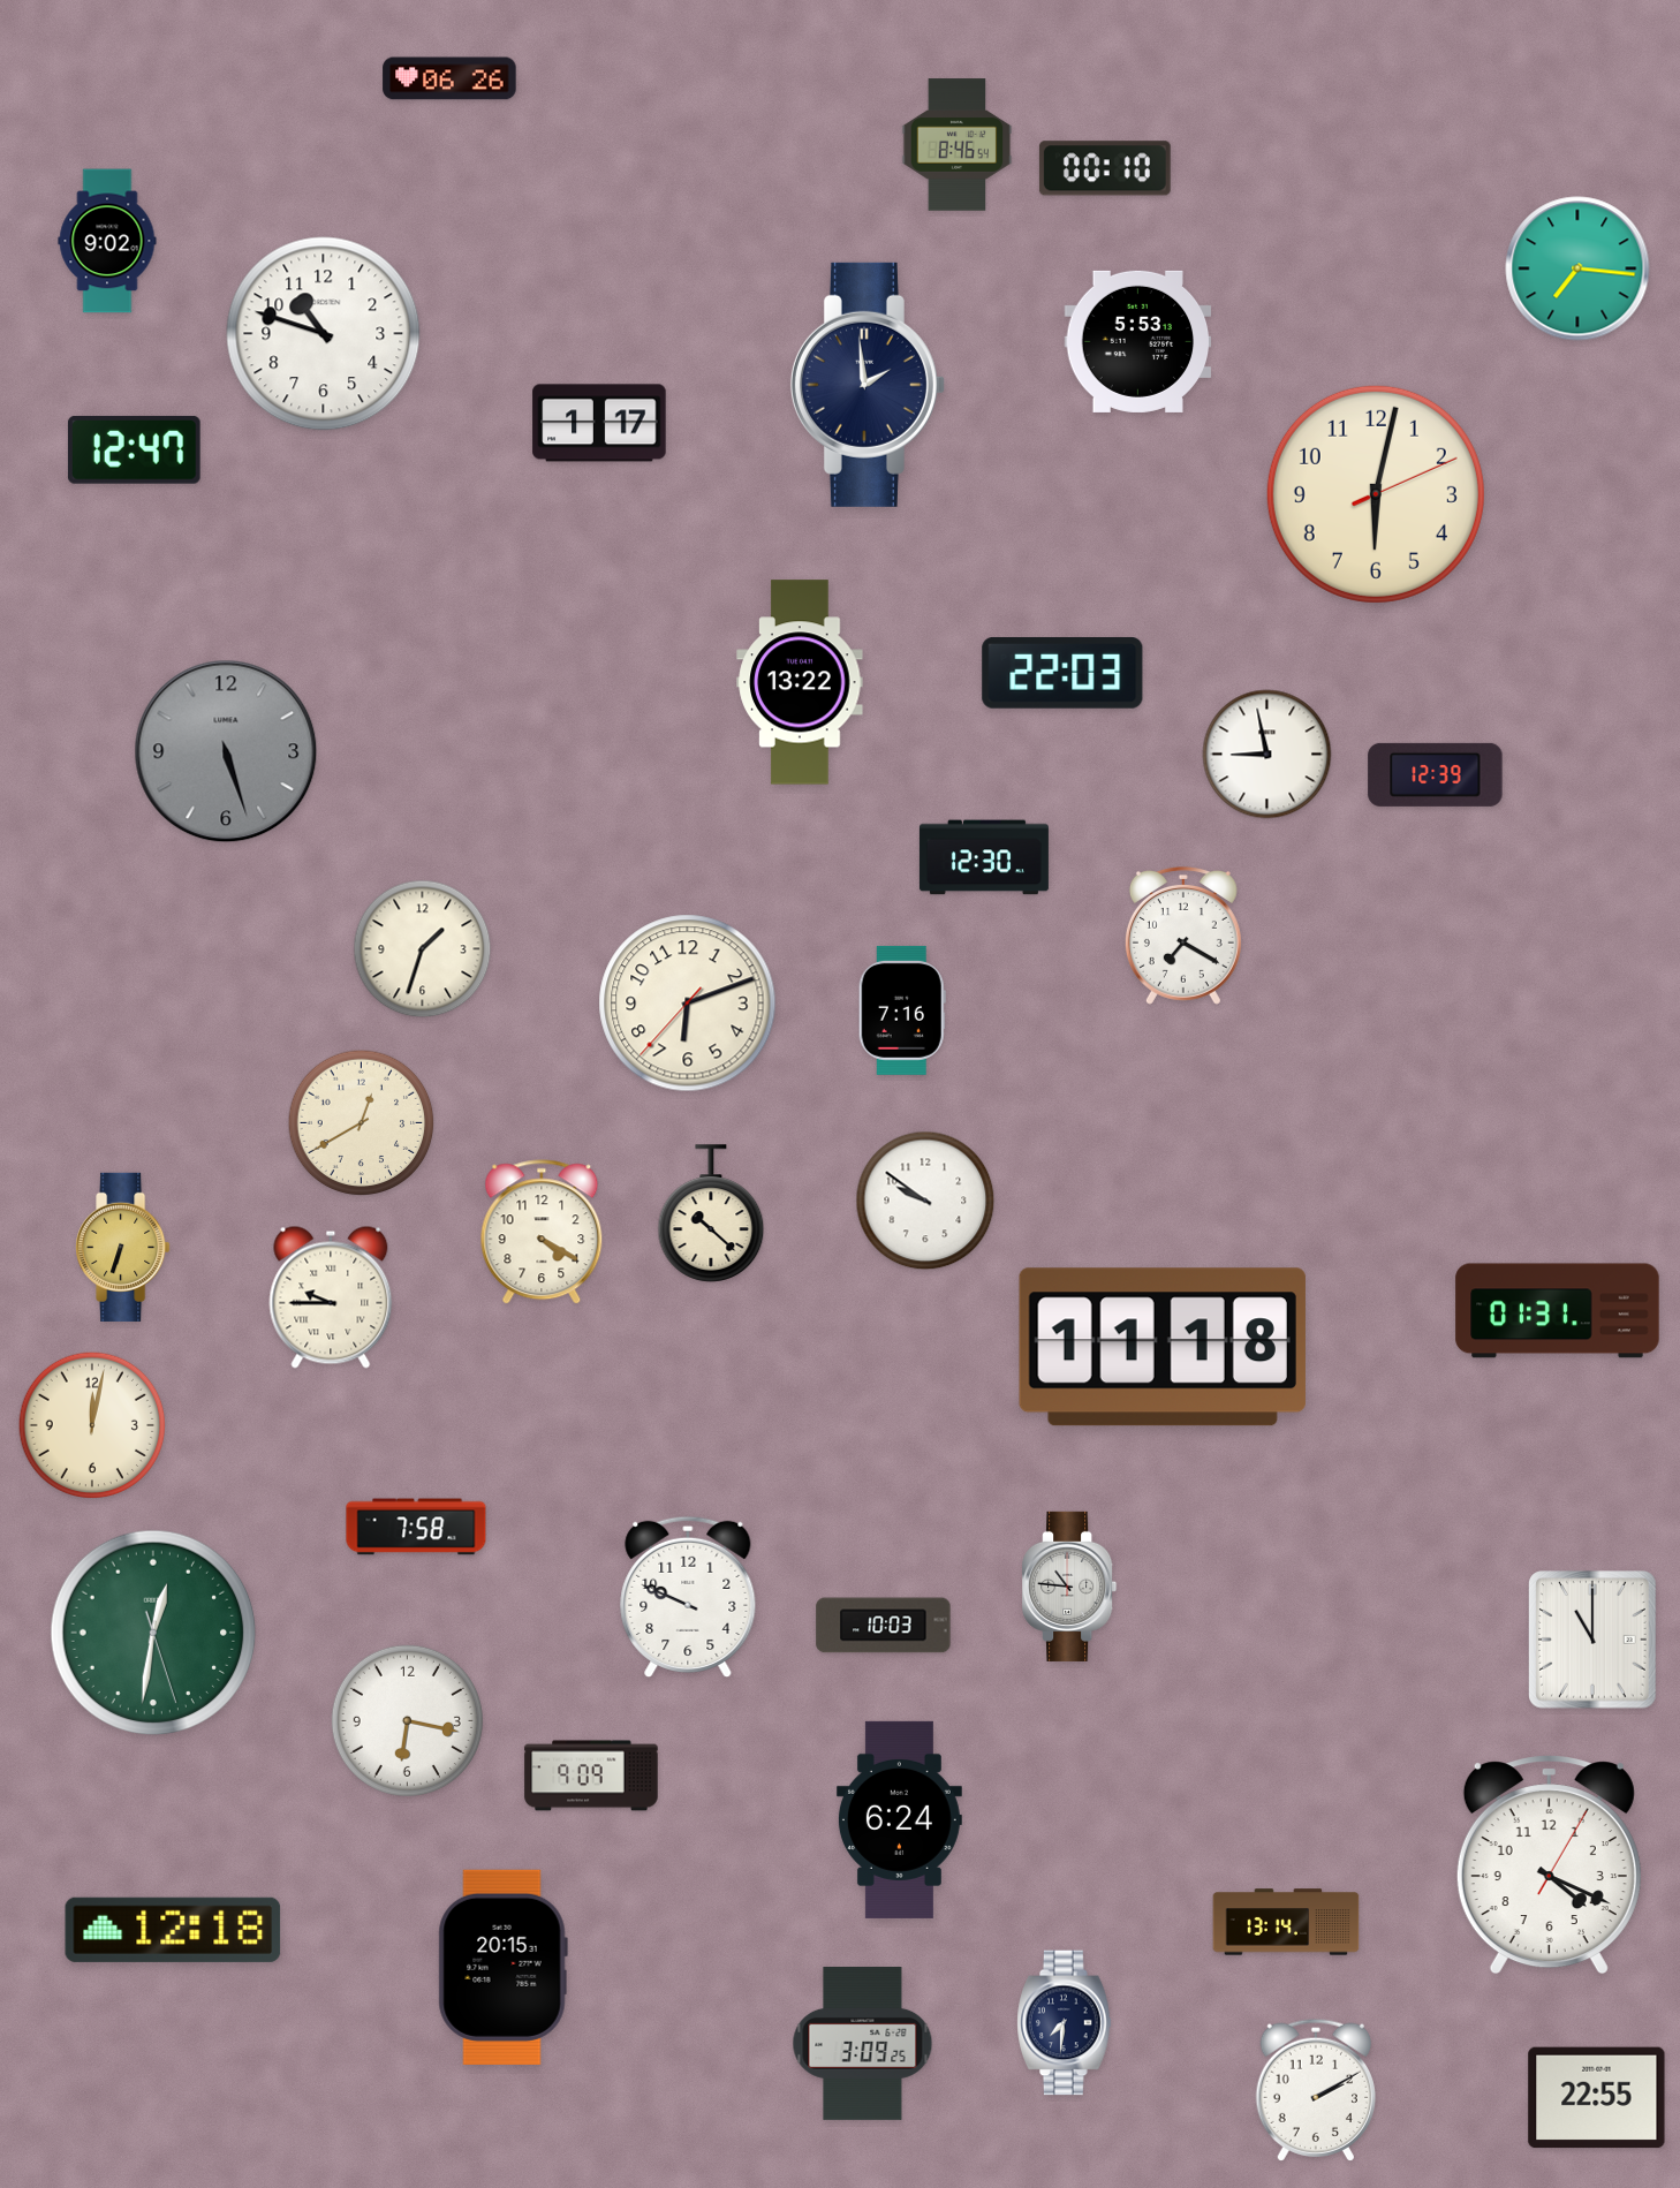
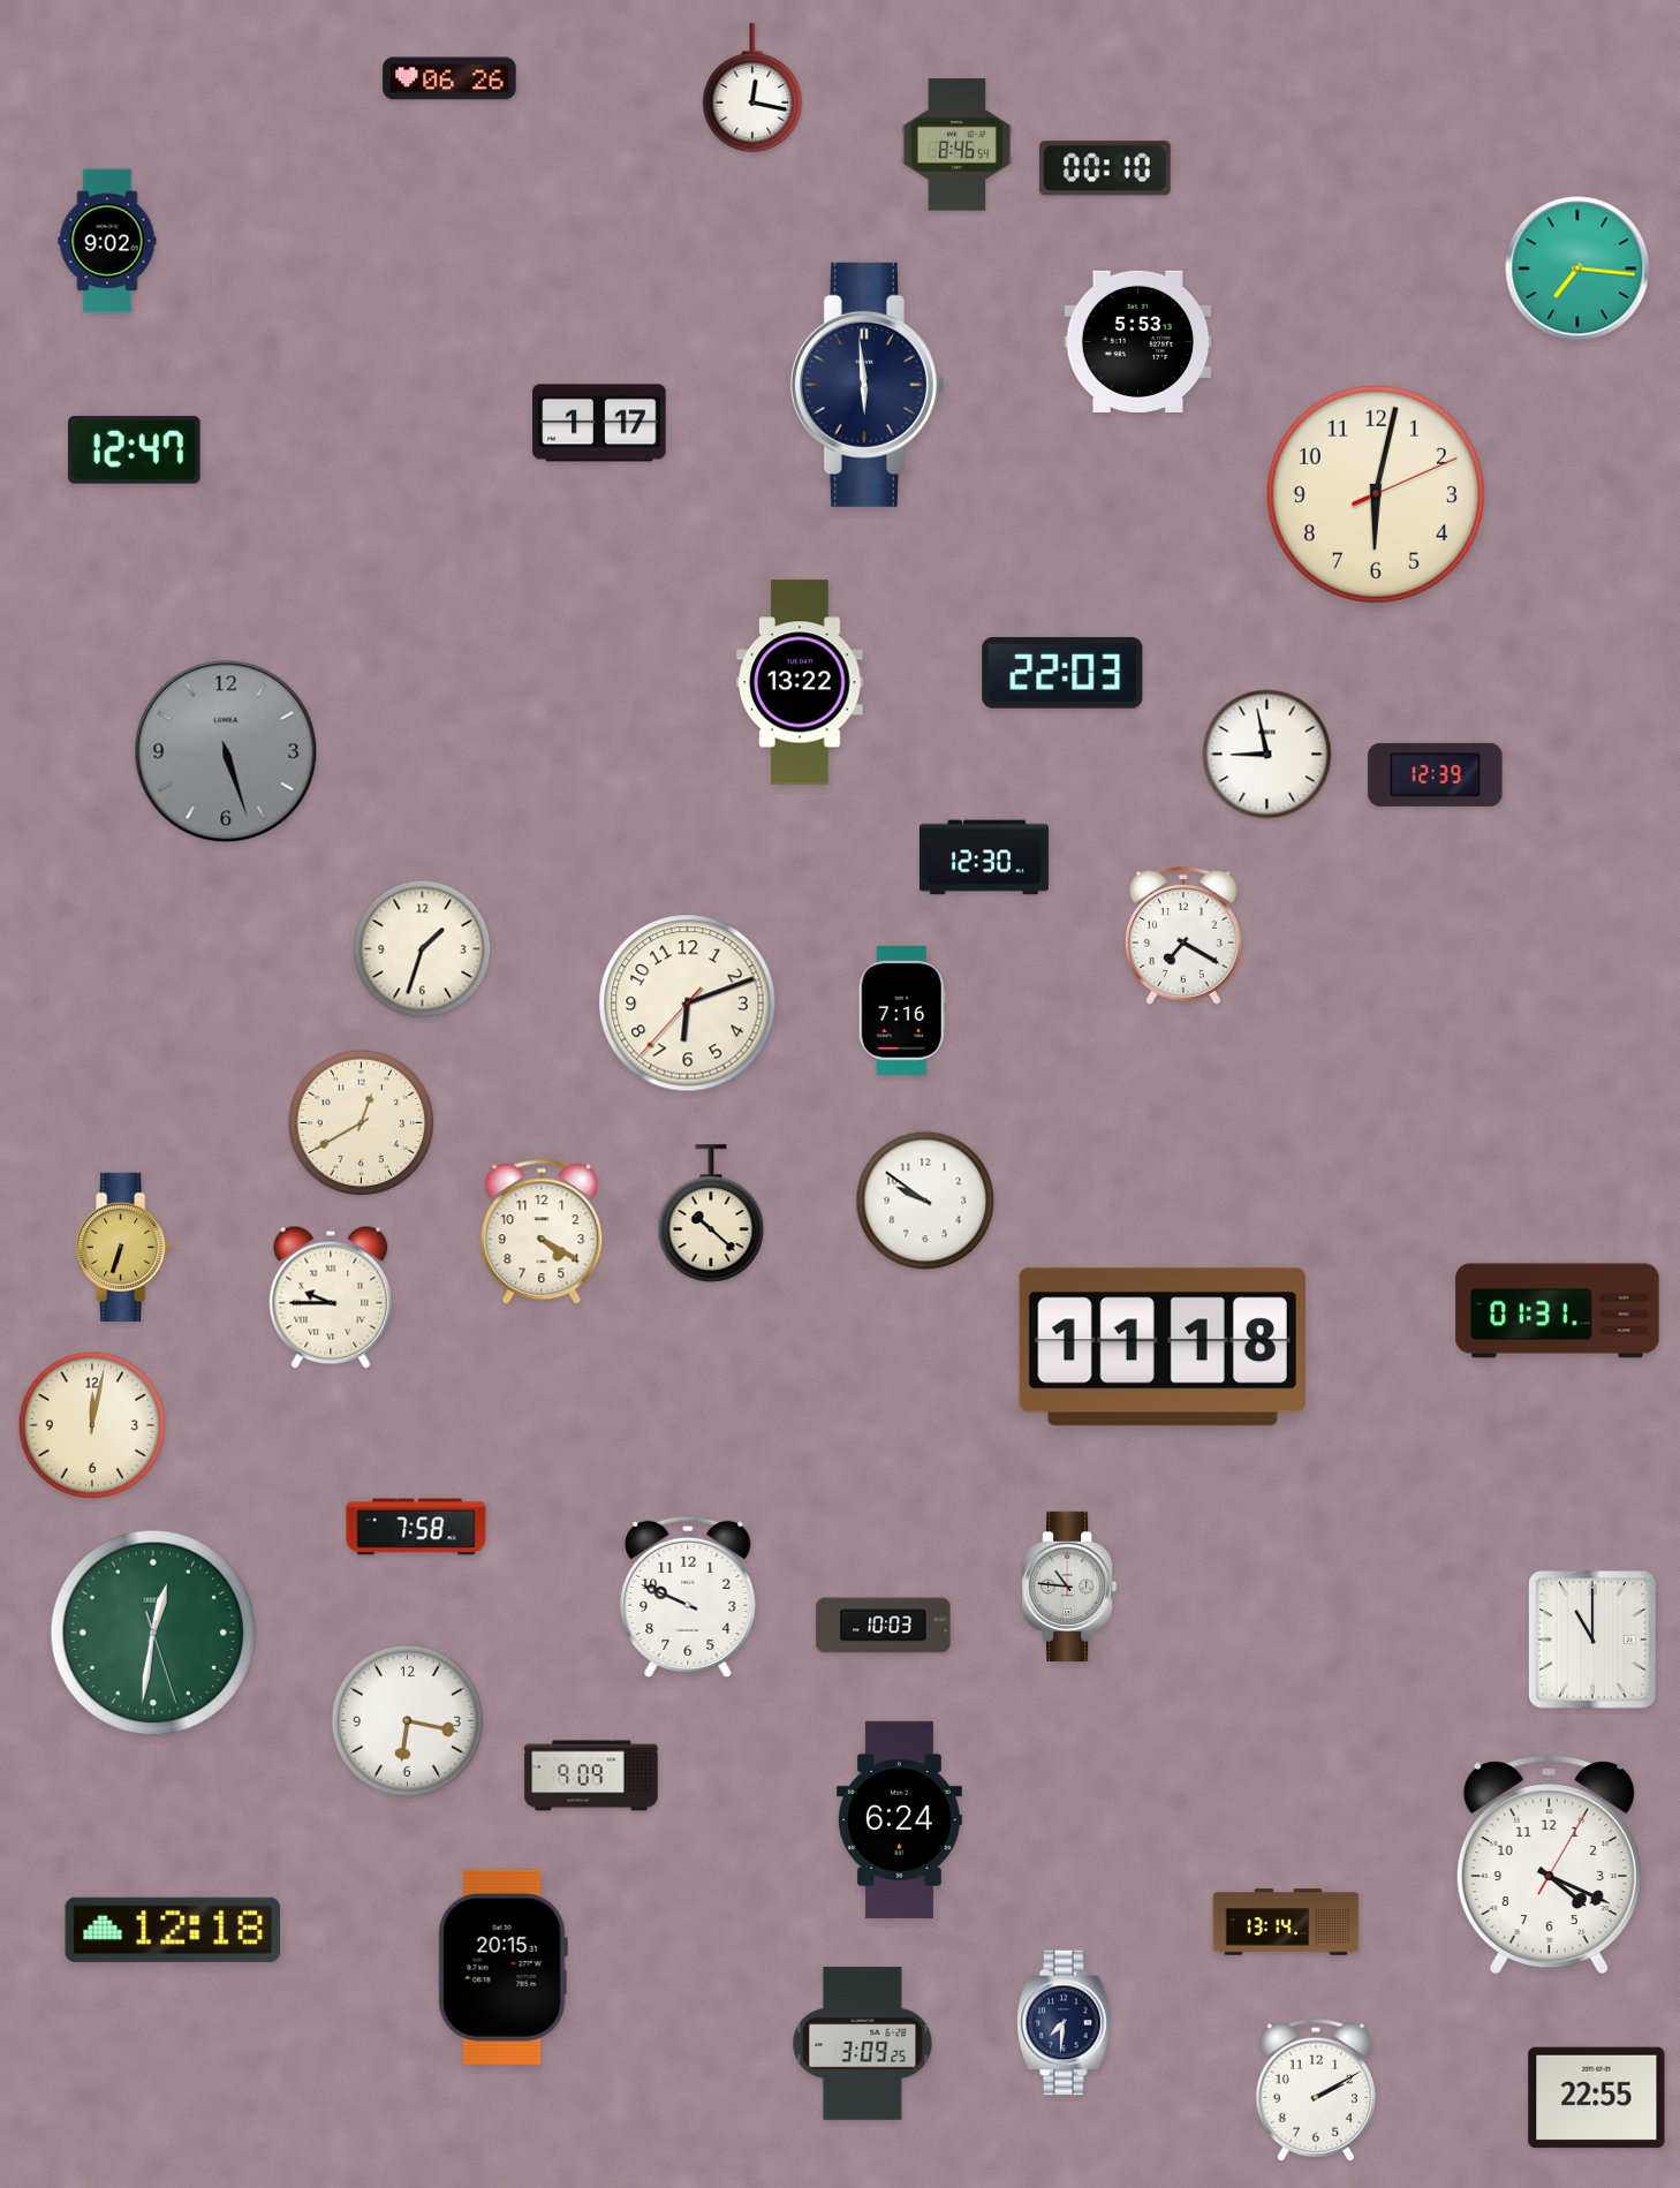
clock at (752, 88): none -> 12:17
clock at (324, 334): 10:48 -> none
clock at (868, 385): 1:59 -> 5:59
